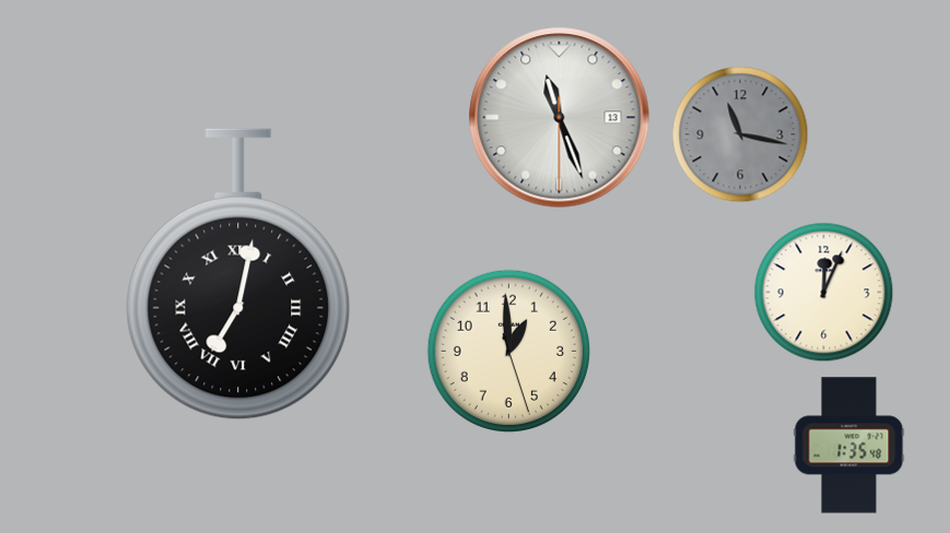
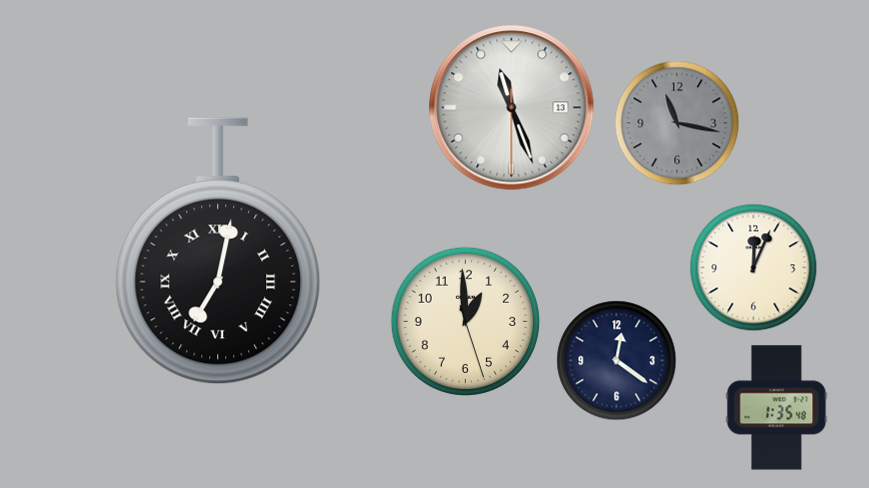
clock at (617, 361): none -> 12:21
